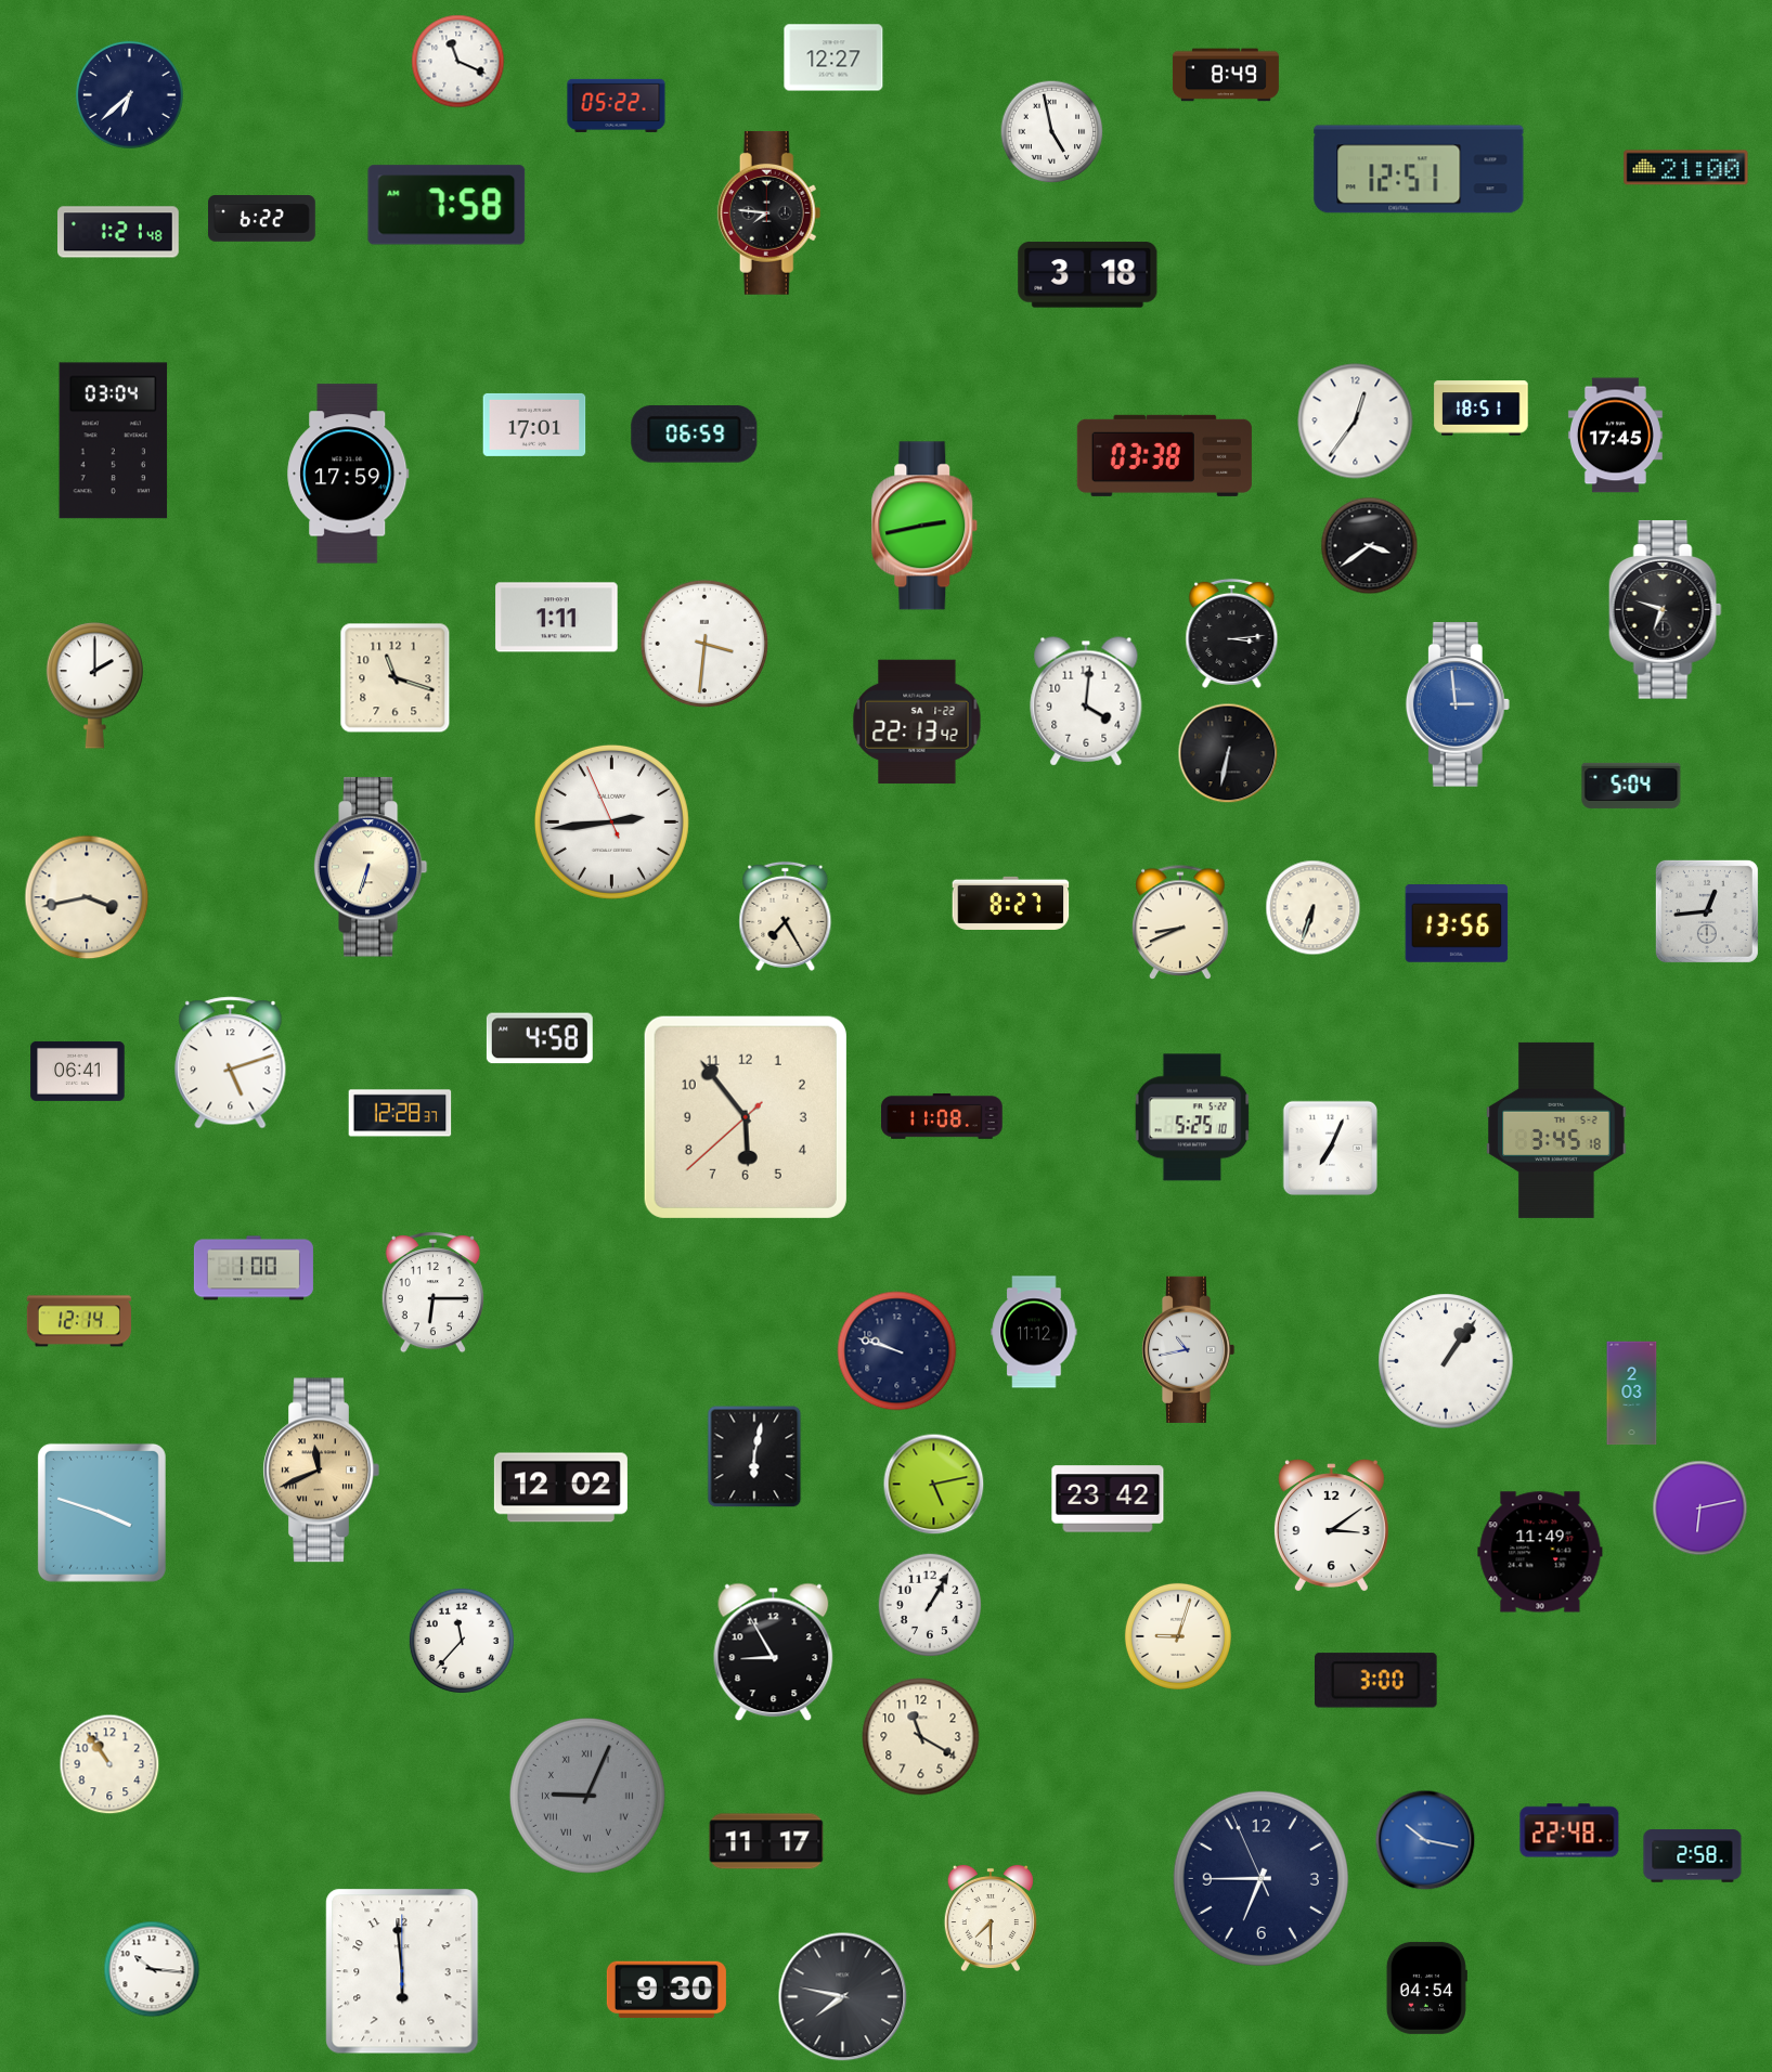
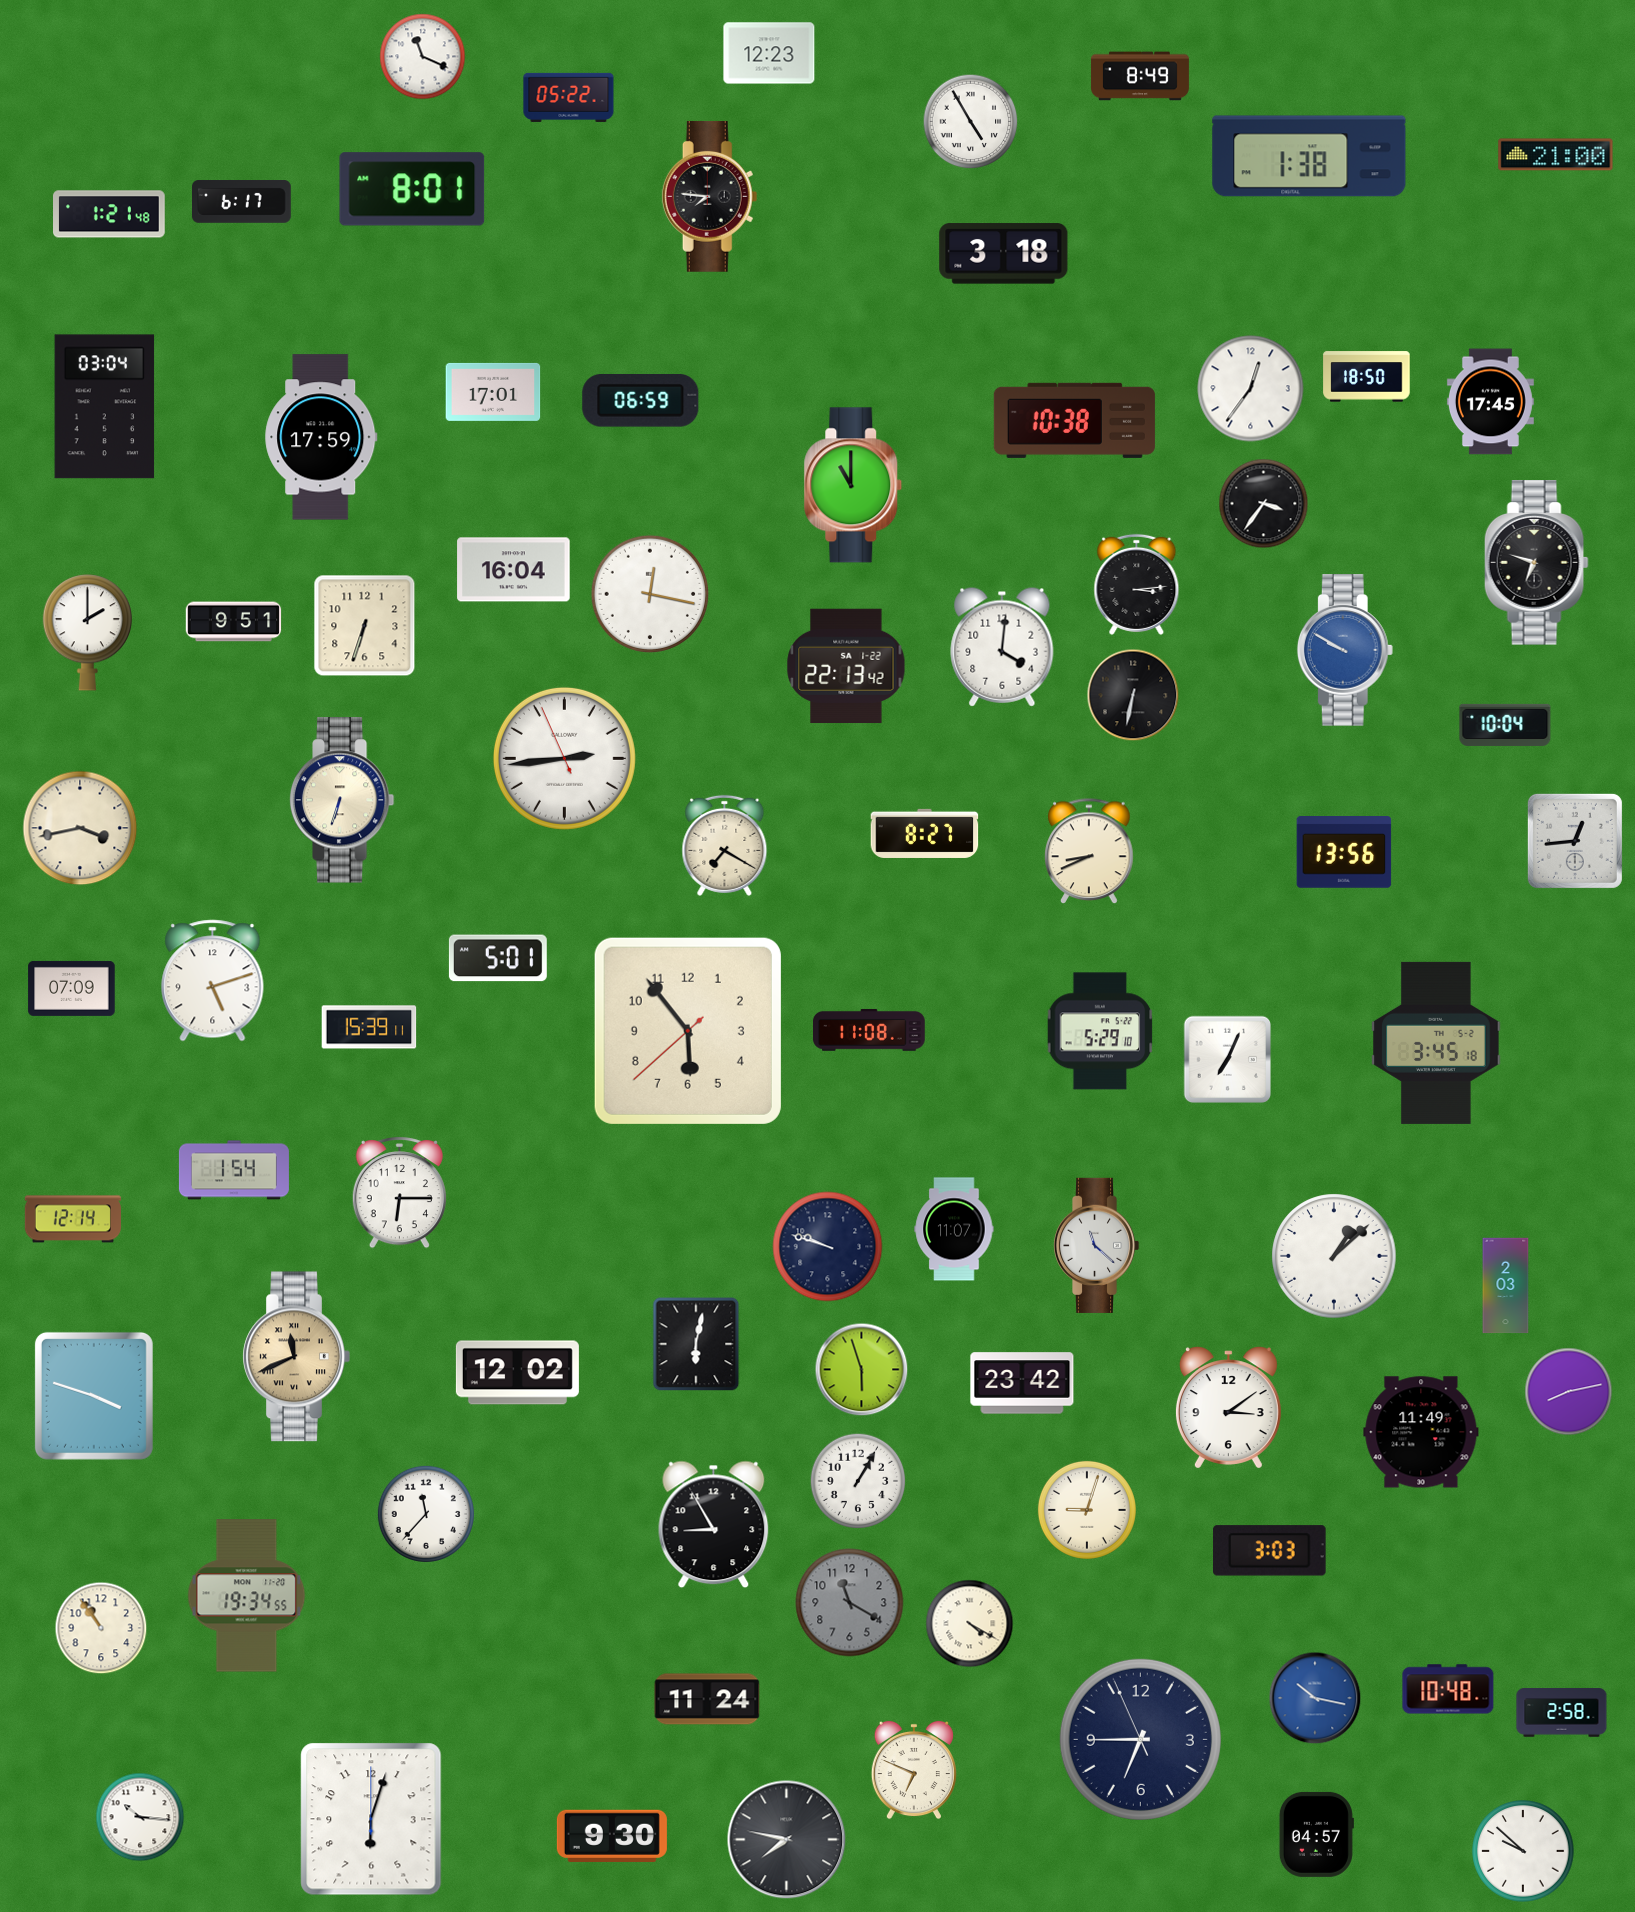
clock at (833, 57): 12:27 -> 12:23
clock at (1226, 75) position: (1226, 75) -> (1140, 76)
clock at (129, 94): 6:38 -> none
clock at (1052, 132): 4:58 -> 4:55
clock at (1419, 169): 12:51 -> 1:38
clock at (447, 205): 7:58 -> 8:01
clock at (262, 219): 6:22 -> 6:17
clock at (1482, 409): 18:51 -> 18:50
clock at (1164, 455): 03:38 -> 10:38
clock at (924, 526): 2:43 -> 11:00
clock at (1370, 546): 3:39 -> 3:36
clock at (557, 618): 1:11 -> 16:04
clock at (703, 643): 3:31 -> 12:17
clock at (234, 622): none -> 9:51
clock at (396, 678): 11:18 -> 6:33
clock at (1458, 704): 2:59 -> 9:50
clock at (1631, 786): 5:04 -> 10:04
clock at (1011, 903) position: (1011, 903) -> (925, 833)
clock at (1314, 908): 6:33 -> none
clock at (786, 916): 7:25 -> 7:20
clock at (540, 1038): 4:58 -> 5:01
clock at (78, 1071): 06:41 -> 07:09
clock at (400, 1113): 12:28 -> 15:39
clock at (1192, 1117): 5:25 -> 5:29
clock at (254, 1268): 1:00 -> 1:54
clock at (1034, 1332): 11:12 -> 11:07
clock at (1188, 1349): 10:43 -> 11:22
clock at (1446, 1361): 1:06 -> 1:08
clock at (934, 1485): 5:13 -> 5:57
clock at (1700, 1508): 6:13 -> 8:13
clock at (1376, 1681): 3:00 -> 3:03
clock at (247, 1596): none -> 19:34
clock at (921, 1737) dial: cream -> grey
clock at (970, 1624): none -> 4:20
clock at (587, 1796): 9:04 -> none
clock at (1569, 1830): 22:48 -> 10:48
clock at (766, 1841): 11:17 -> 11:24
clock at (1260, 1878) position: (1260, 1878) -> (1140, 1739)
clock at (991, 1918): 7:30 -> 6:49
clock at (402, 1971): 5:59 -> 6:03
clock at (1426, 1987): 04:54 -> 04:57
clock at (667, 1990) position: (667, 1990) -> (612, 1836)
clock at (843, 1997) position: (843, 1997) -> (787, 1840)
clock at (1523, 1851): none -> 9:52
